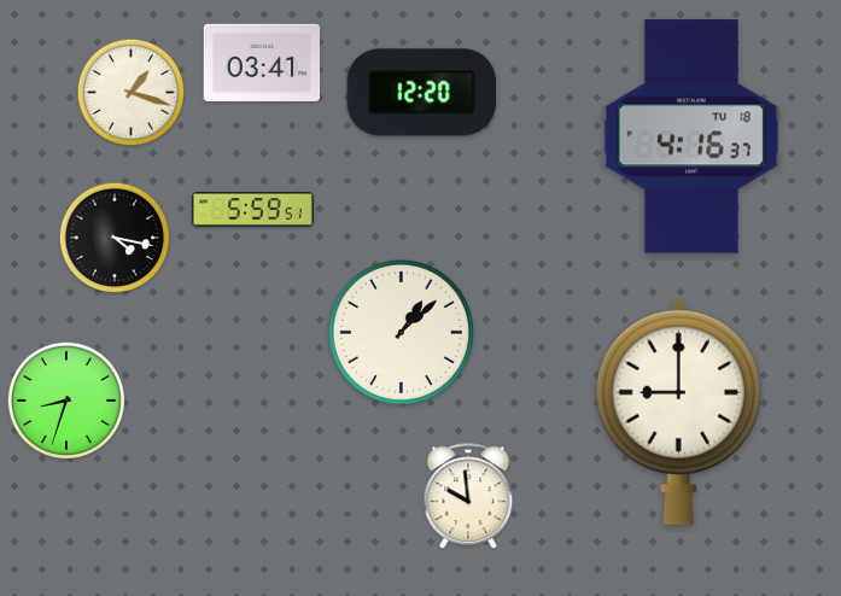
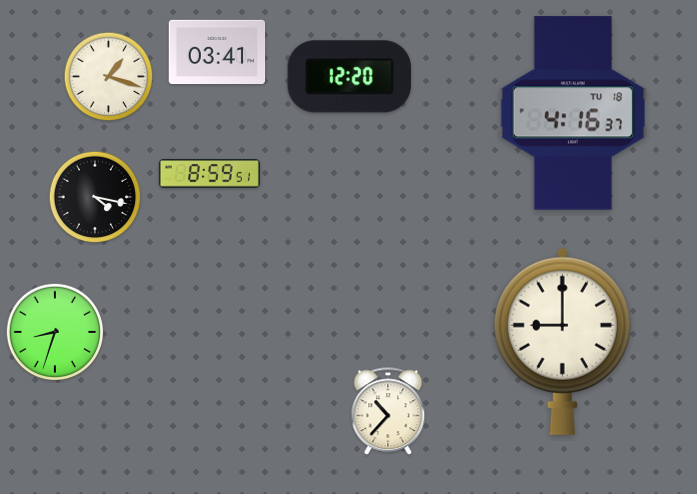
clock at (252, 210): 5:59 -> 8:59
clock at (401, 332): 1:08 -> none
clock at (468, 497): 9:59 -> 10:37
